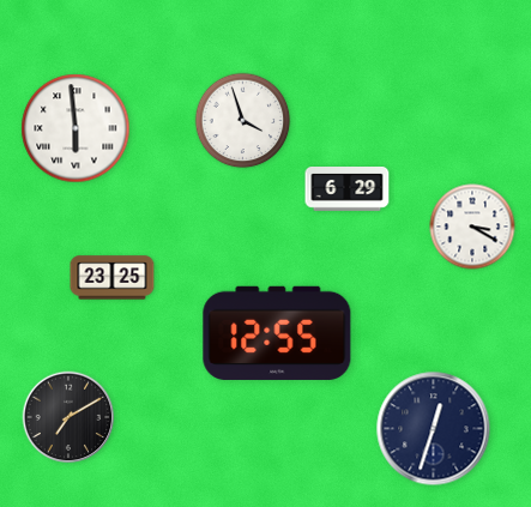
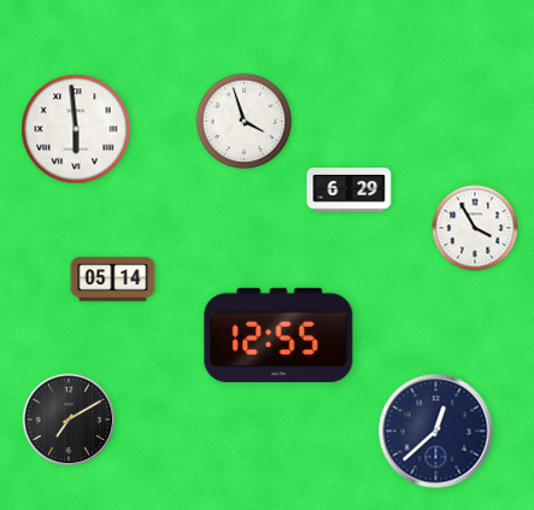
clock at (472, 227): 3:20 -> 3:55
clock at (113, 278): 23:25 -> 05:14
clock at (434, 429): 12:33 -> 12:38
